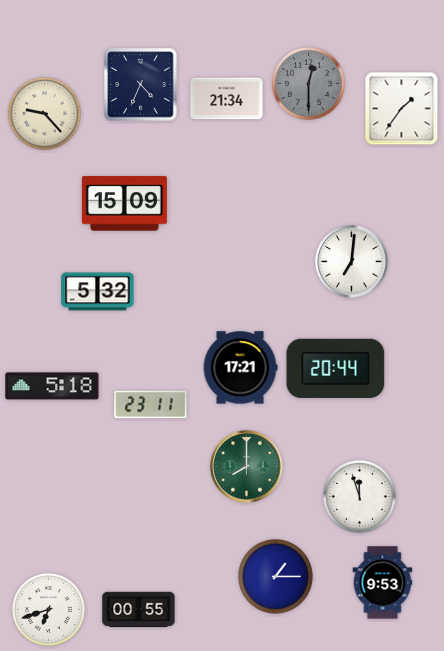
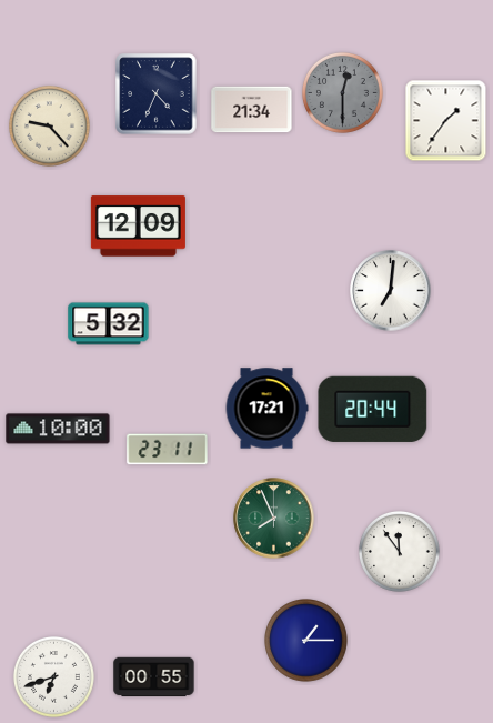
clock at (124, 204): 15:09 -> 12:09
clock at (52, 386): 5:18 -> 10:00
clock at (247, 467): 8:00 -> 7:56
clock at (359, 496): 11:57 -> 11:54
clock at (383, 583): 9:53 -> none
